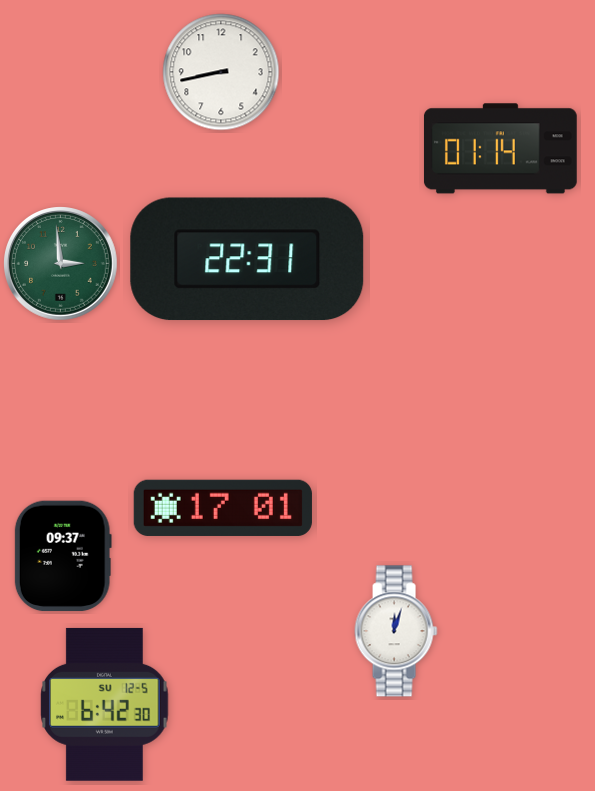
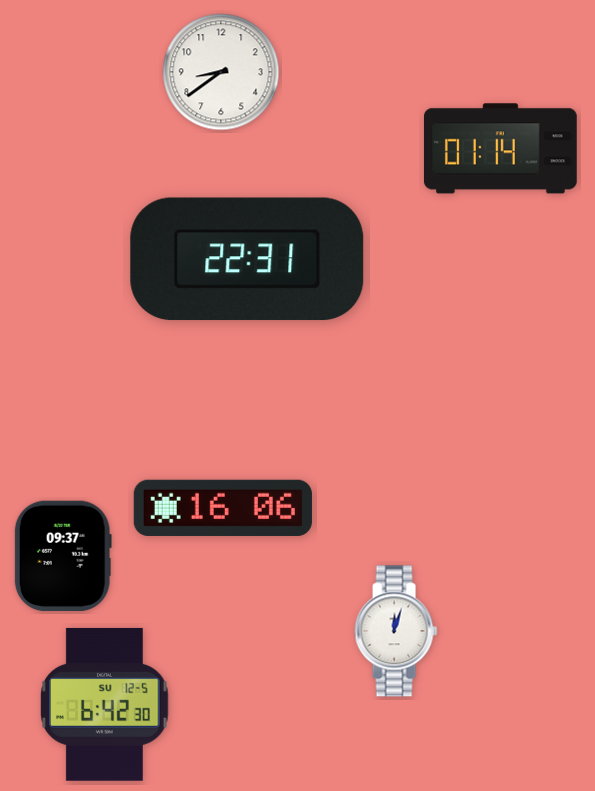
clock at (221, 72): 8:43 -> 8:39
clock at (61, 264): 2:59 -> none
clock at (223, 508): 17:01 -> 16:06
